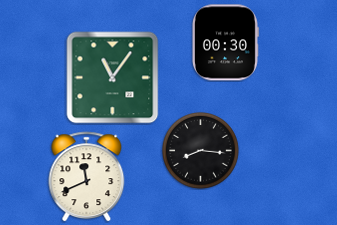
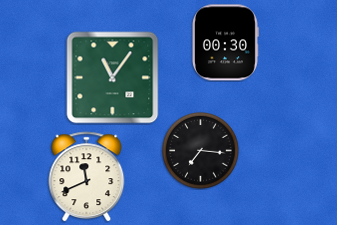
clock at (201, 151): 8:16 -> 7:16
